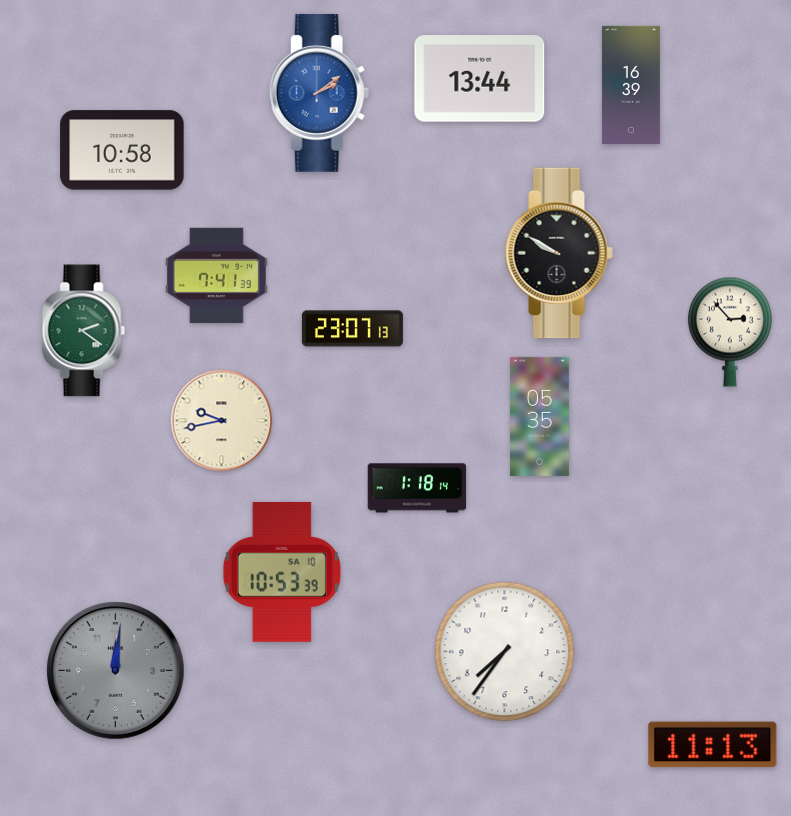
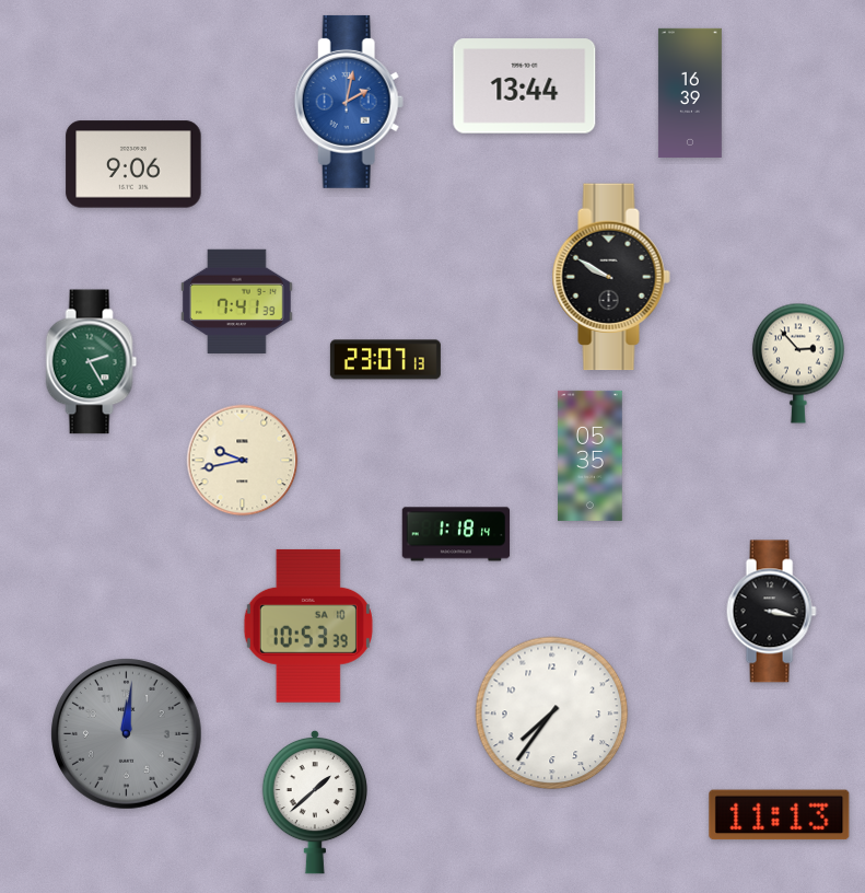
clock at (319, 93): 2:09 -> 2:02
clock at (122, 150): 10:58 -> 9:06
clock at (84, 331): 2:21 -> 2:25
clock at (771, 612): none -> 3:17
clock at (315, 802): none -> 1:38
